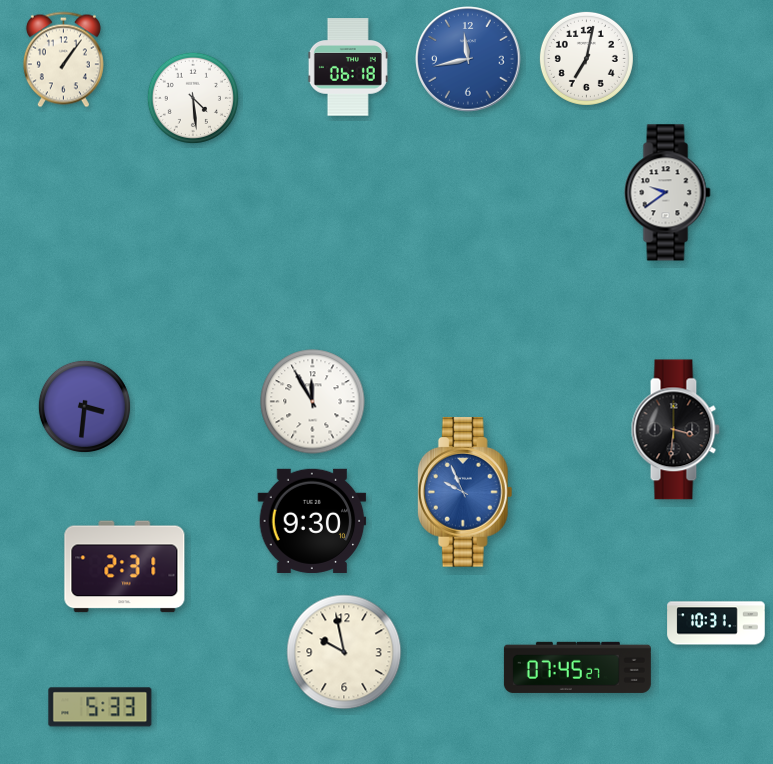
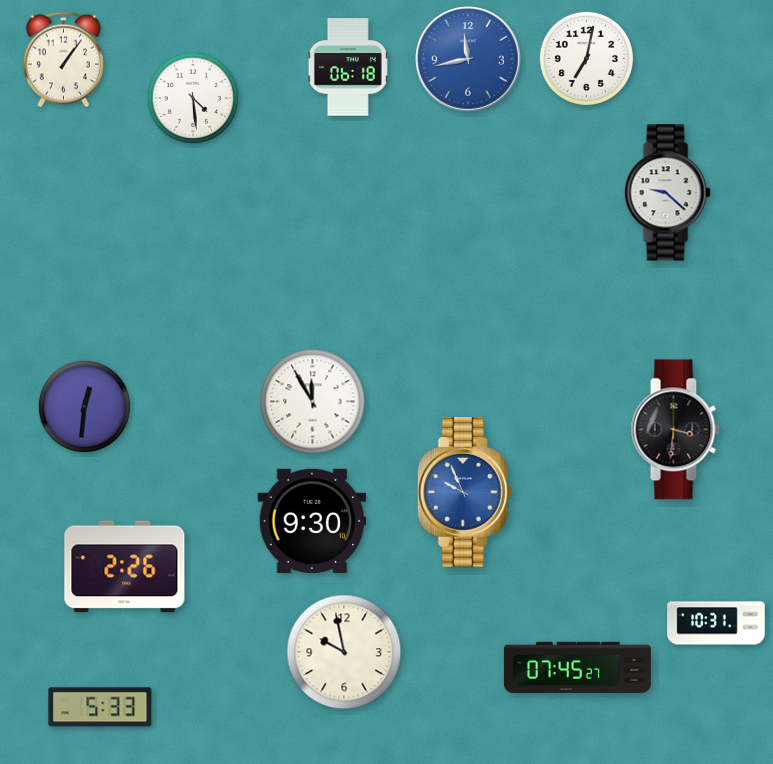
clock at (668, 193): 9:39 -> 9:22
clock at (84, 406): 3:31 -> 12:31
clock at (125, 567): 2:31 -> 2:26
